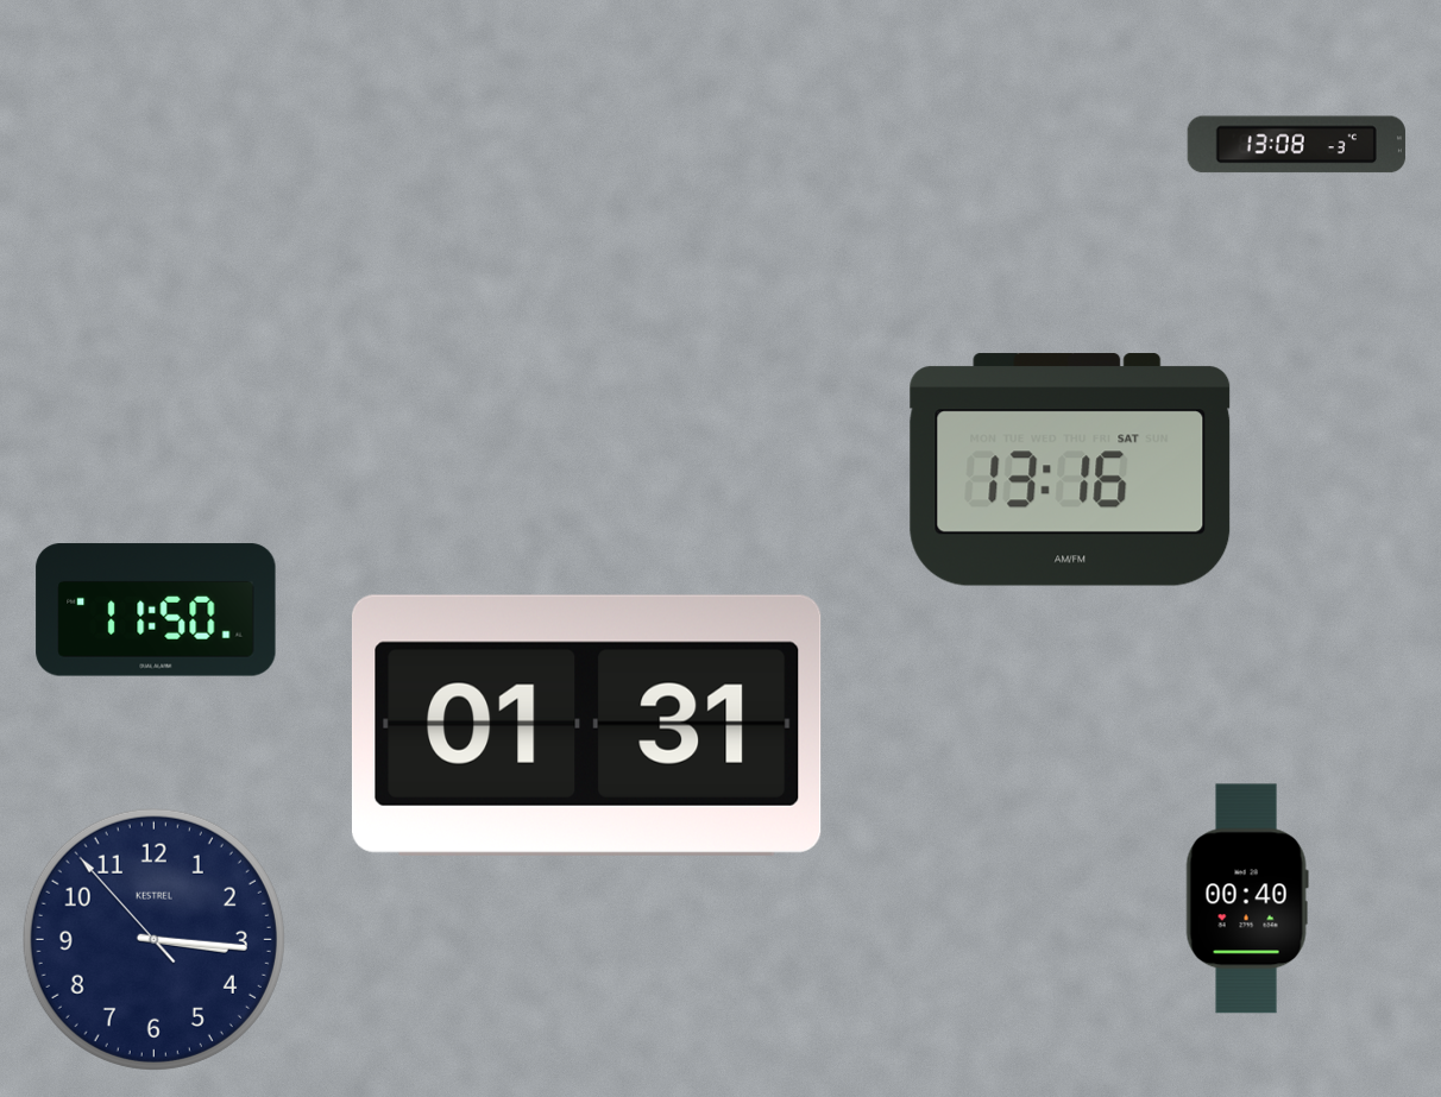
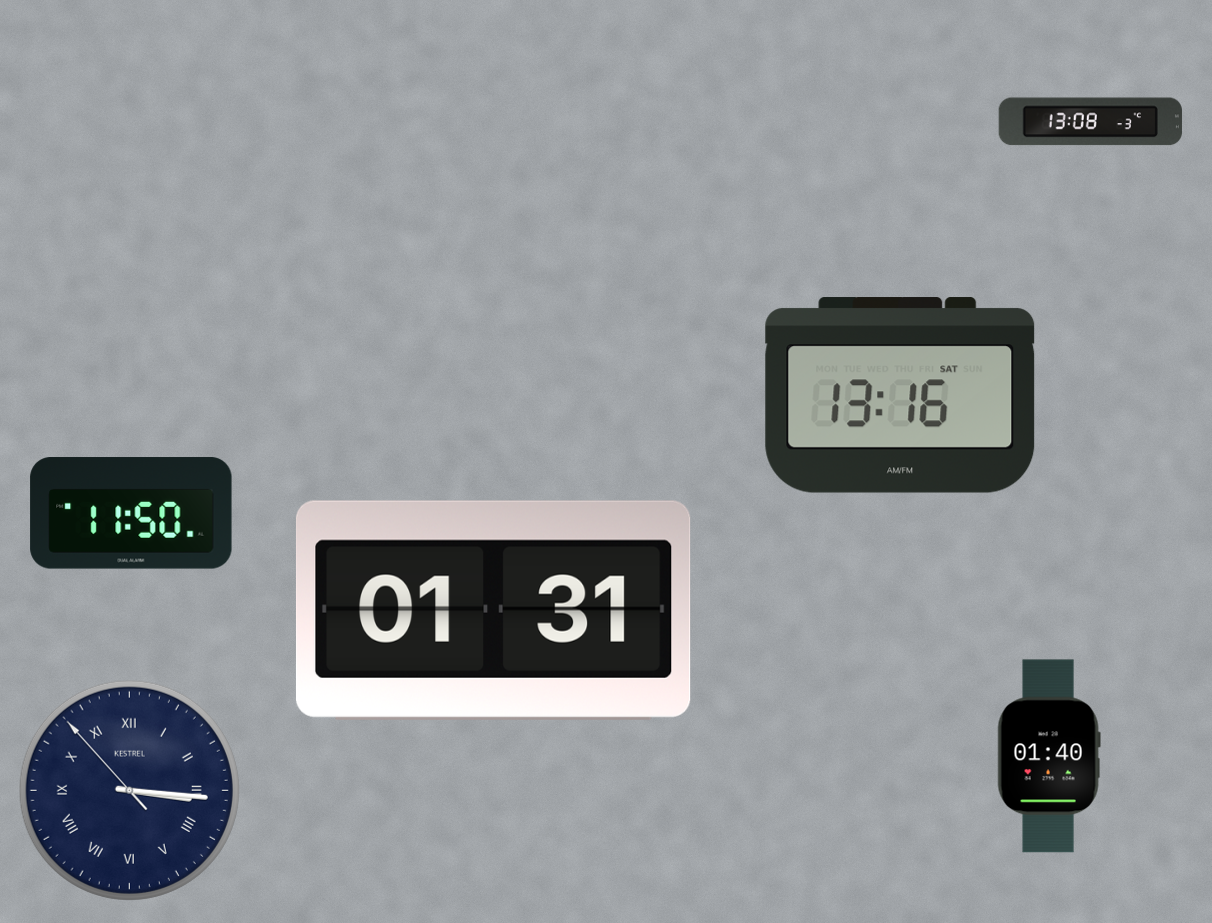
clock at (1247, 899): 00:40 -> 01:40
clock at (153, 939) numerals: Arabic -> Roman
